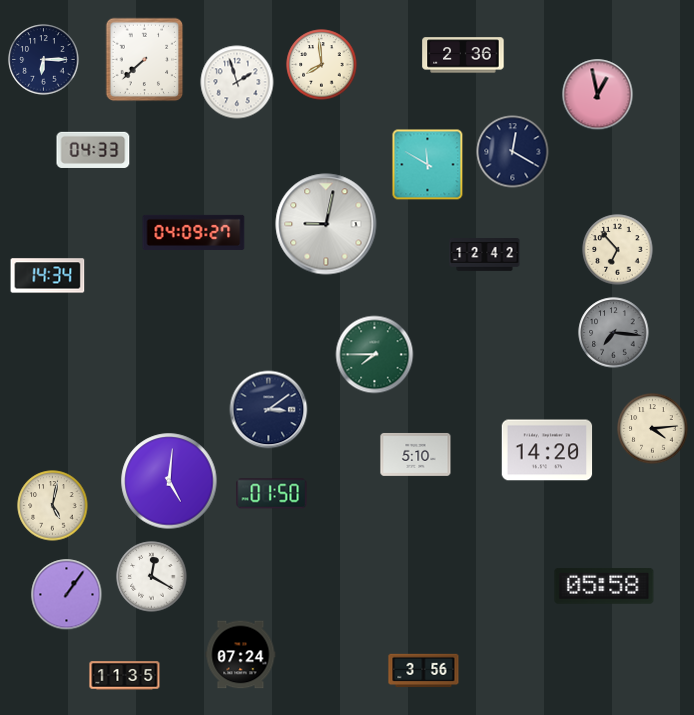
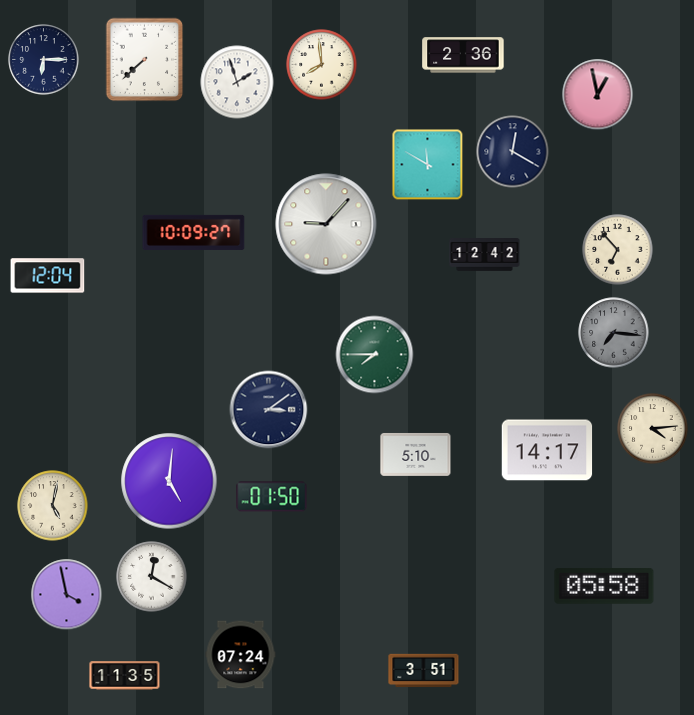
clock at (93, 150): 04:33 -> none
clock at (326, 224): 9:02 -> 9:07
clock at (194, 232): 04:09 -> 10:09
clock at (48, 276): 14:34 -> 12:04
clock at (547, 450): 14:20 -> 14:17
clock at (272, 494) position: (272, 494) -> (272, 497)
clock at (67, 595): 1:06 -> 3:58
clock at (424, 671): 3:56 -> 3:51
